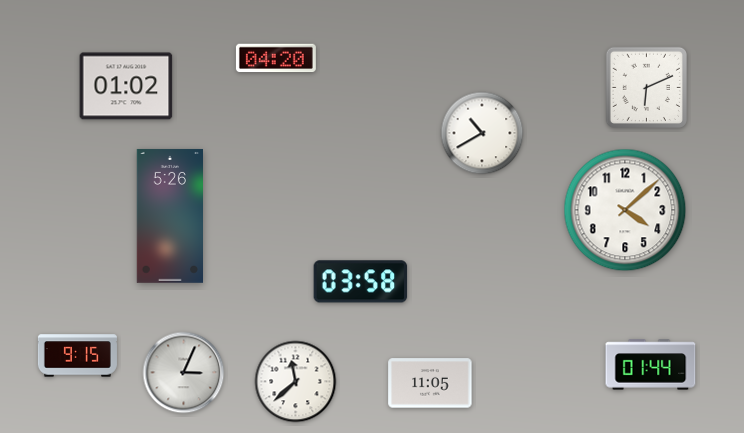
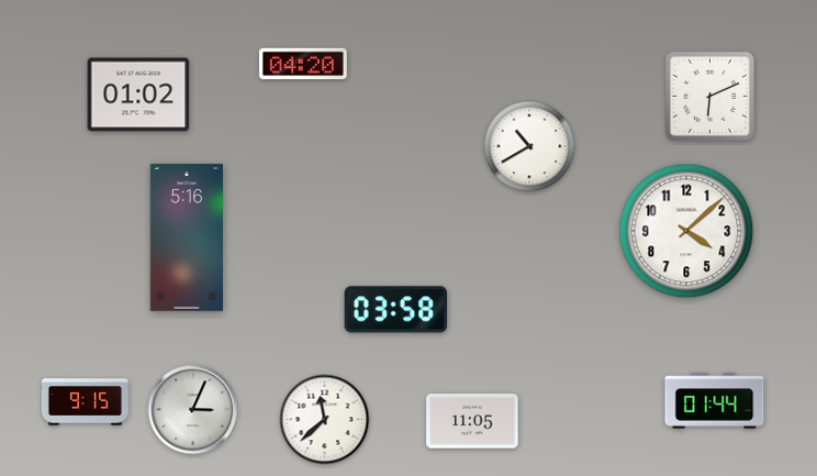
clock at (170, 216): 5:26 -> 5:16
clock at (77, 356) position: (77, 356) -> (85, 402)
clock at (184, 373) position: (184, 373) -> (193, 410)
